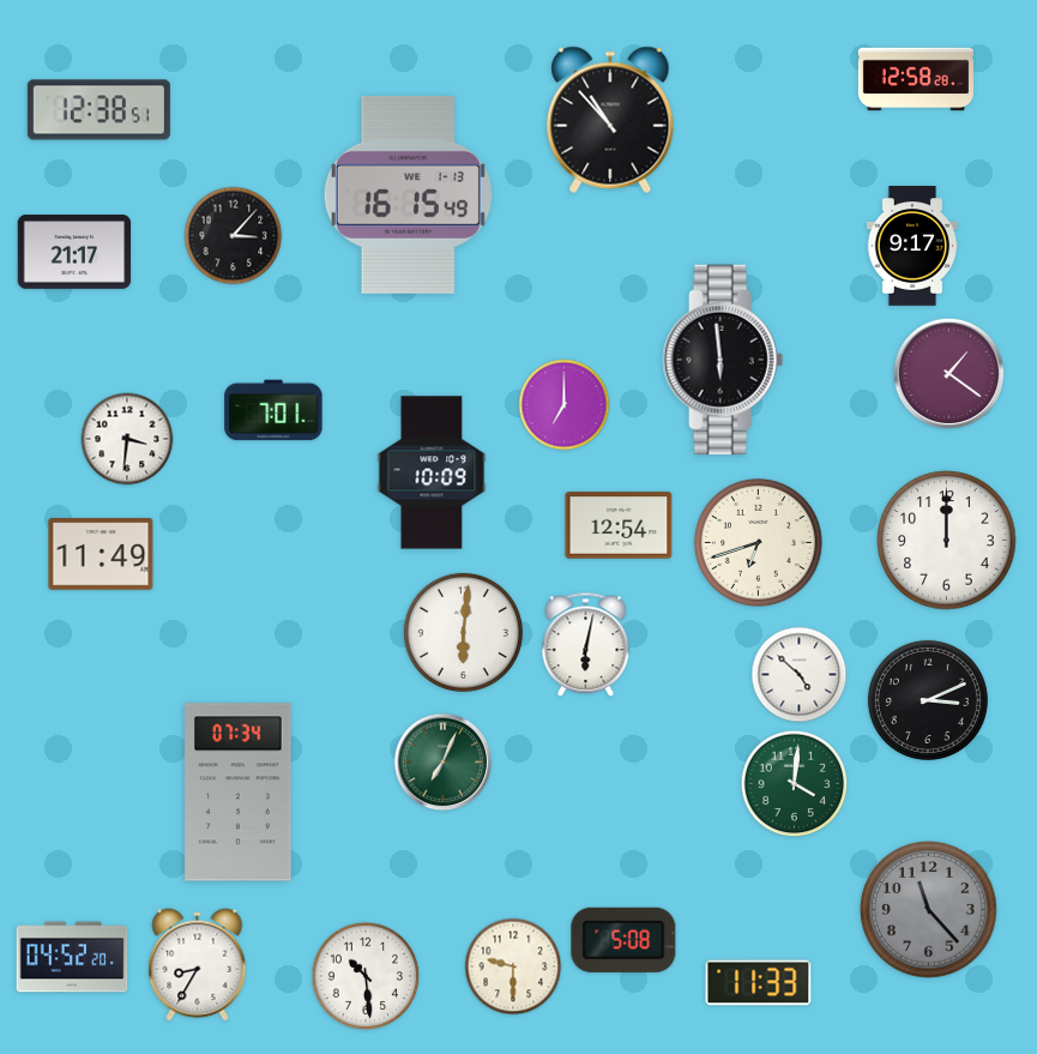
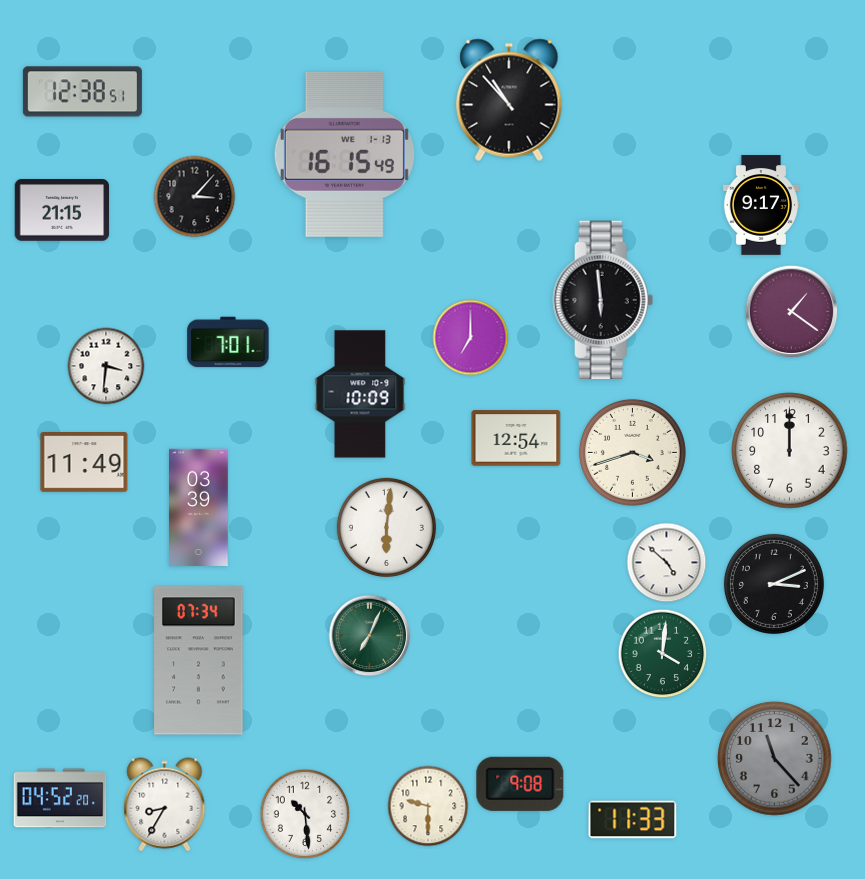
clock at (915, 79): 12:58 -> none
clock at (408, 194) position: (408, 194) -> (344, 154)
clock at (74, 252): 21:17 -> 21:15
clock at (758, 542): 6:42 -> 3:42
clock at (199, 507): none -> 03:39
clock at (586, 645): 6:02 -> none
clock at (623, 940): 5:08 -> 9:08
